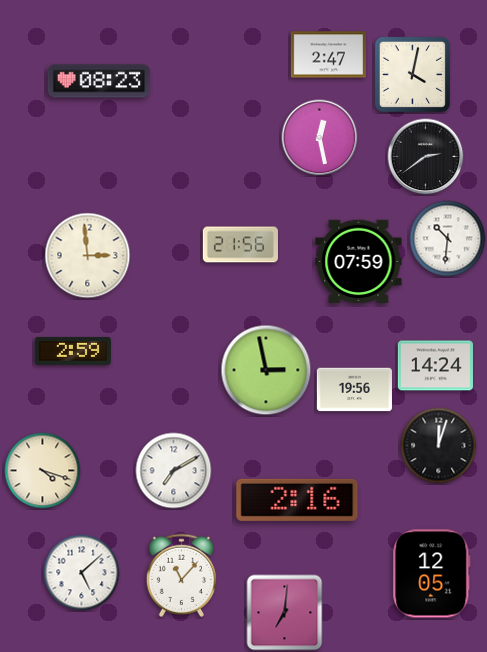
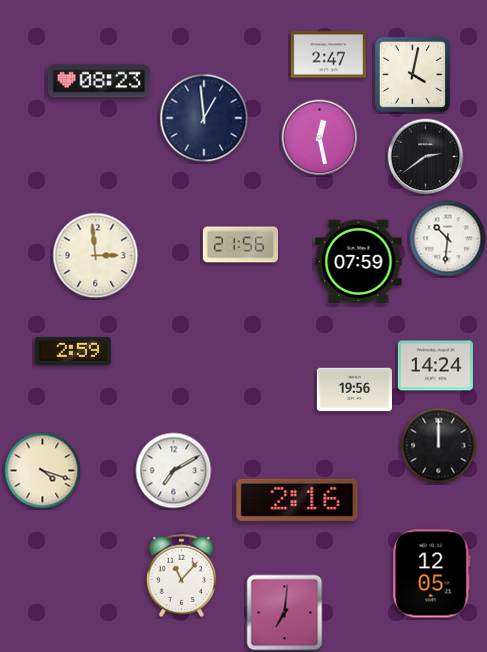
clock at (204, 118): none -> 12:59
clock at (88, 256) position: (88, 256) -> (96, 256)
clock at (266, 370): 2:58 -> none
clock at (439, 446): 12:03 -> 12:00
clock at (82, 573): 5:08 -> none
